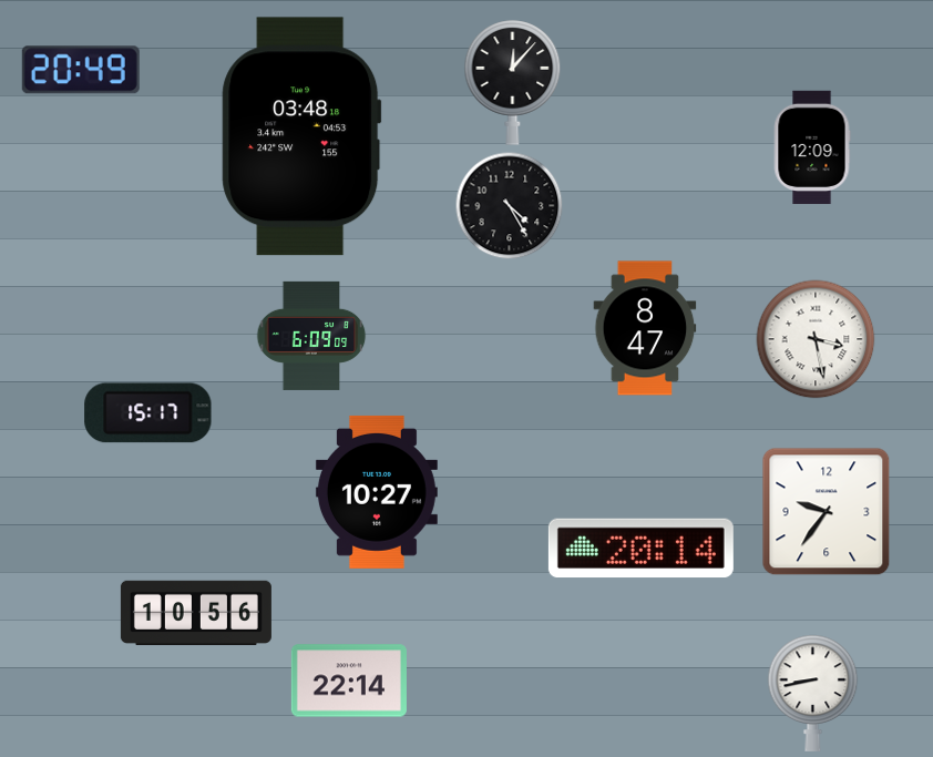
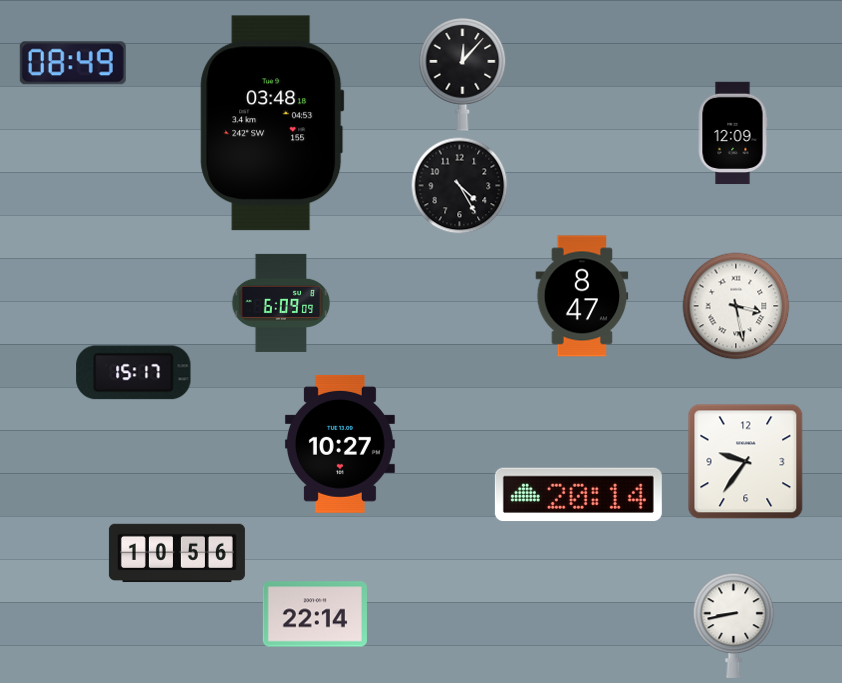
clock at (81, 70): 20:49 -> 08:49
